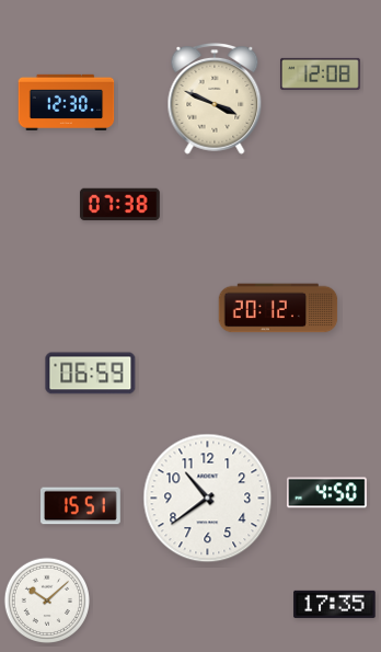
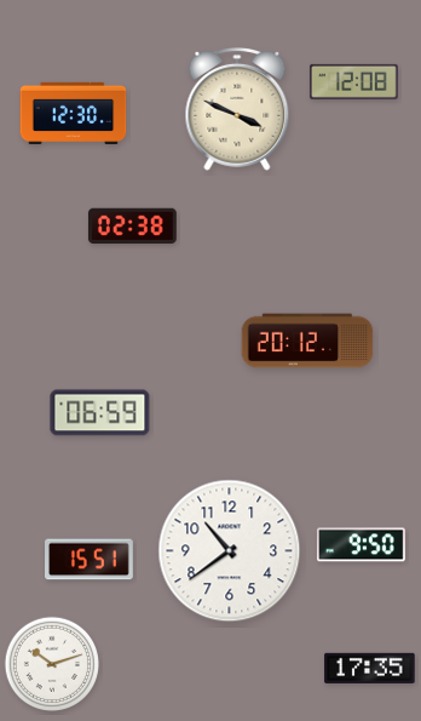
clock at (119, 205): 07:38 -> 02:38
clock at (326, 493): 4:50 -> 9:50
clock at (47, 600): 10:08 -> 10:12
